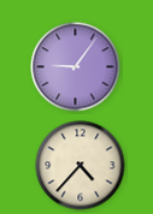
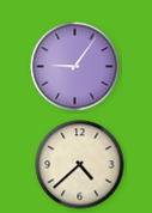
clock at (81, 166): 4:37 -> 4:38
